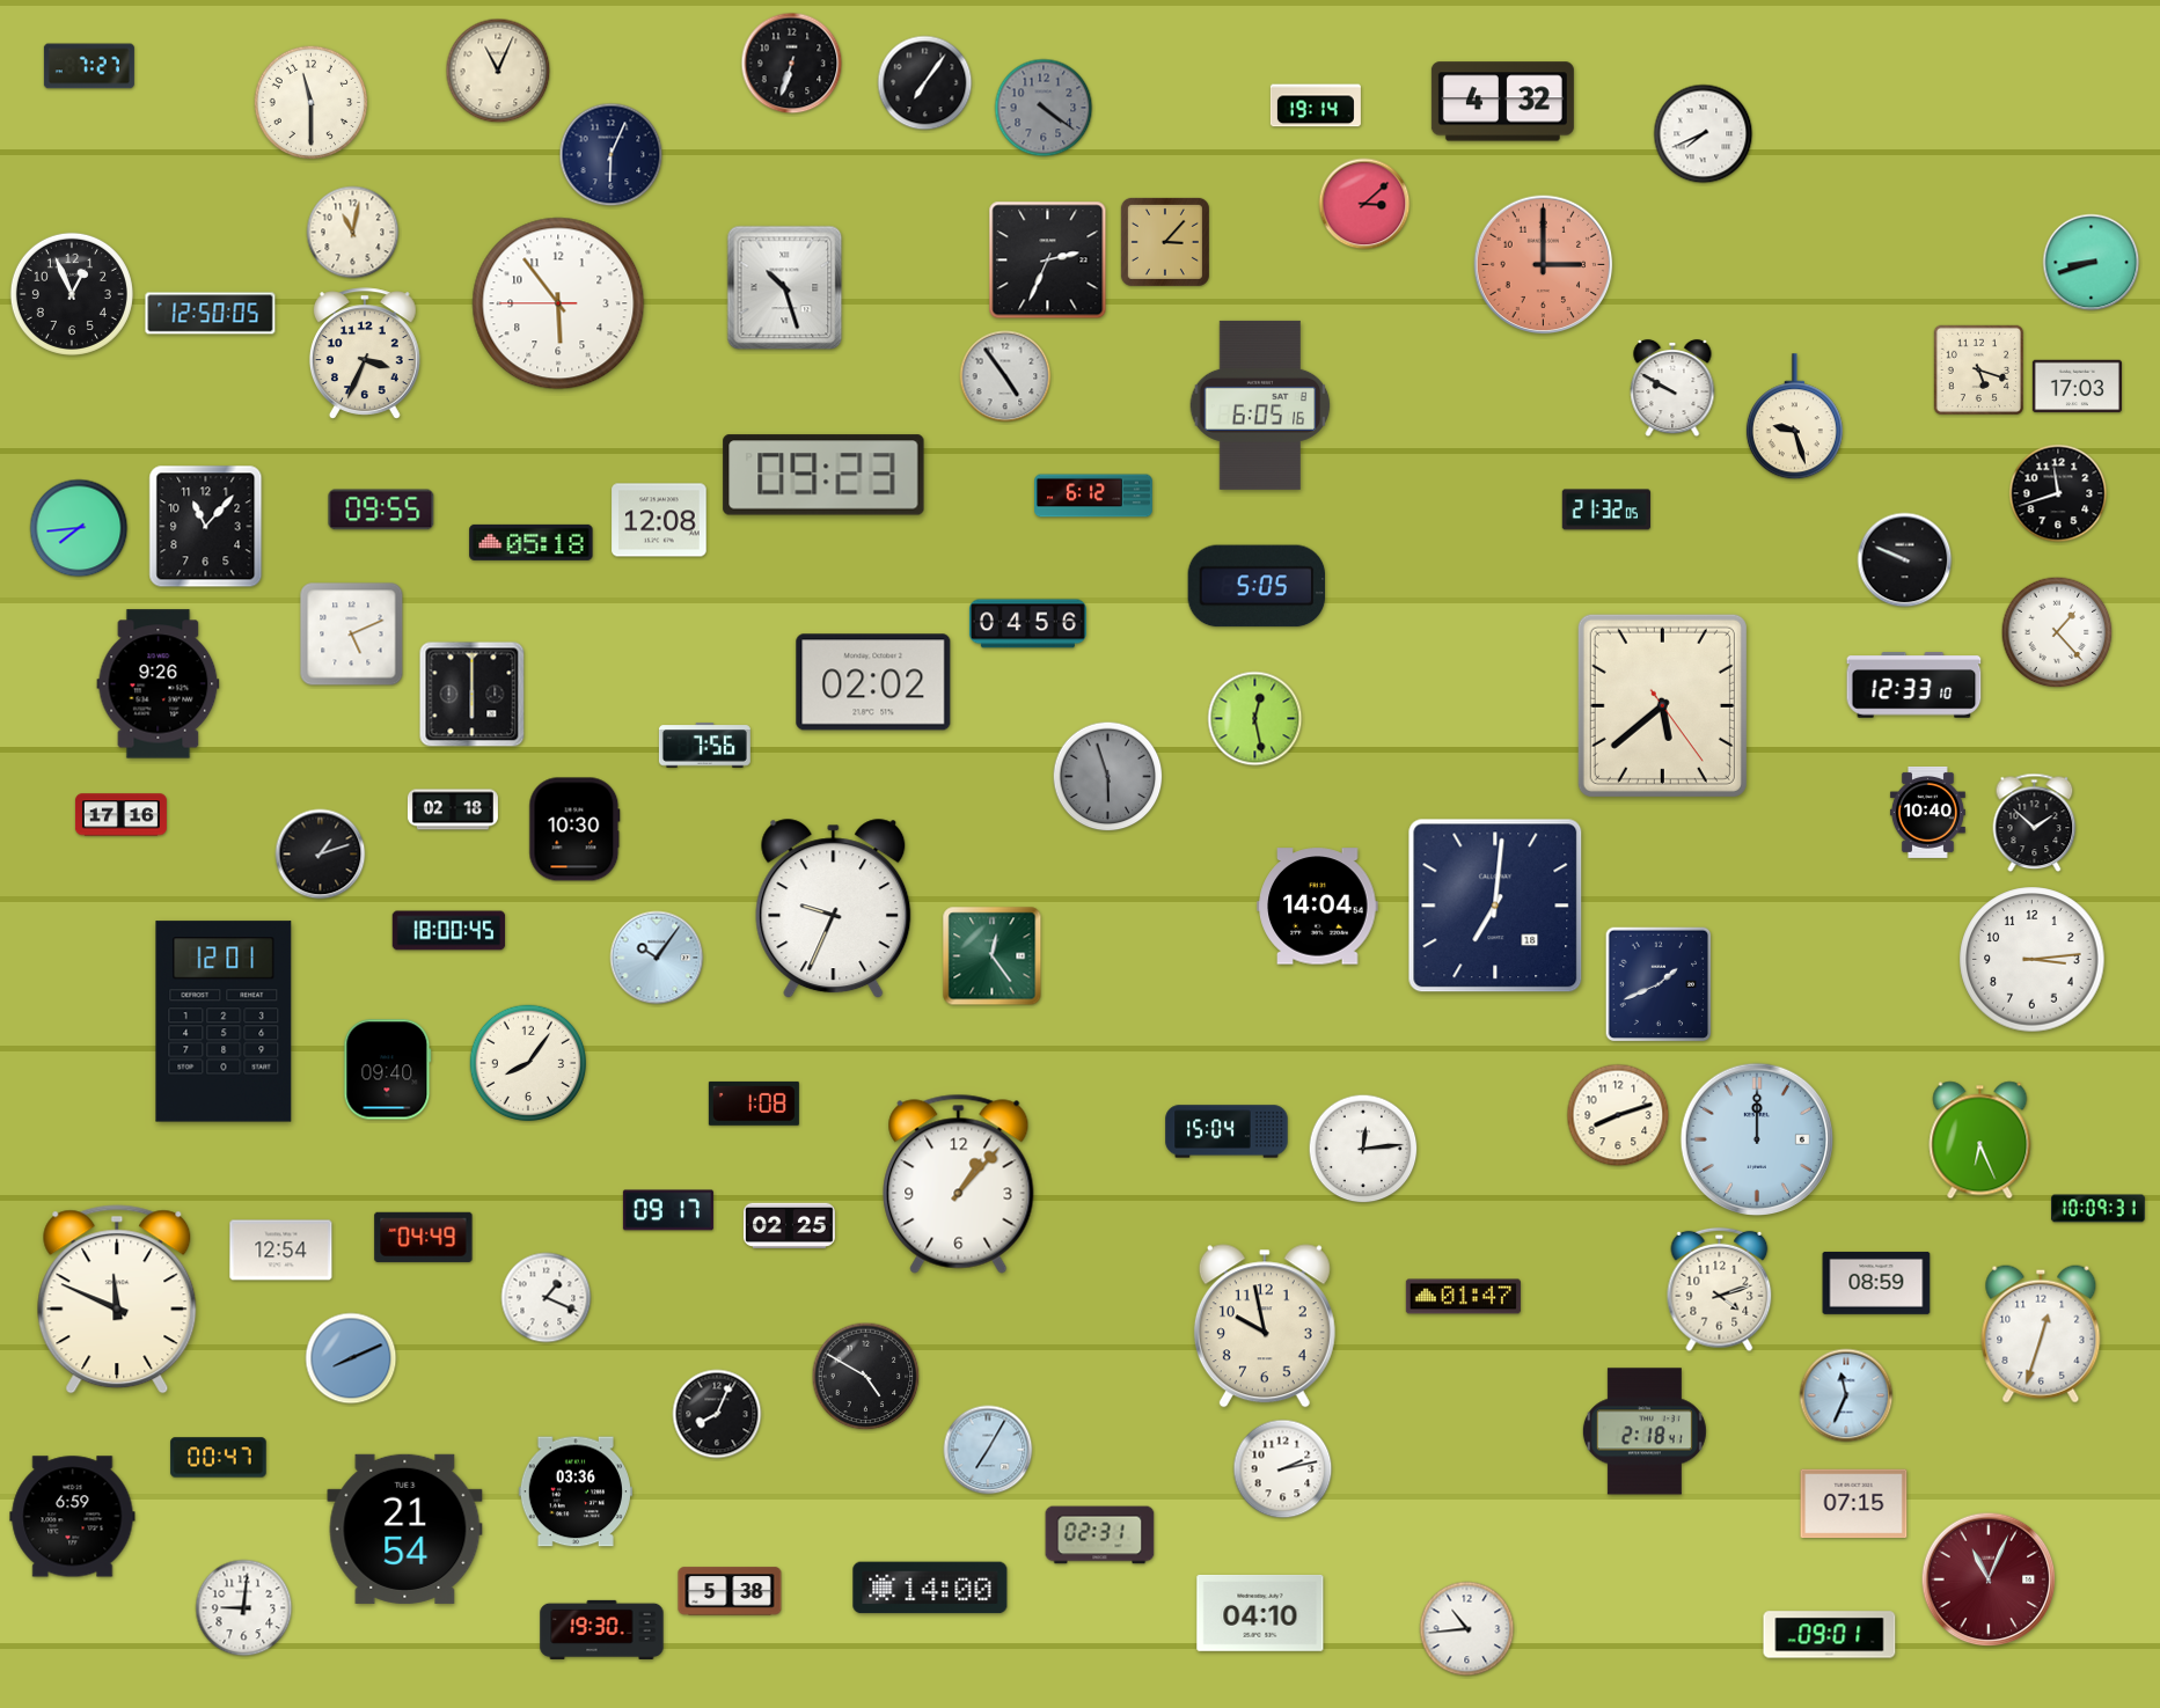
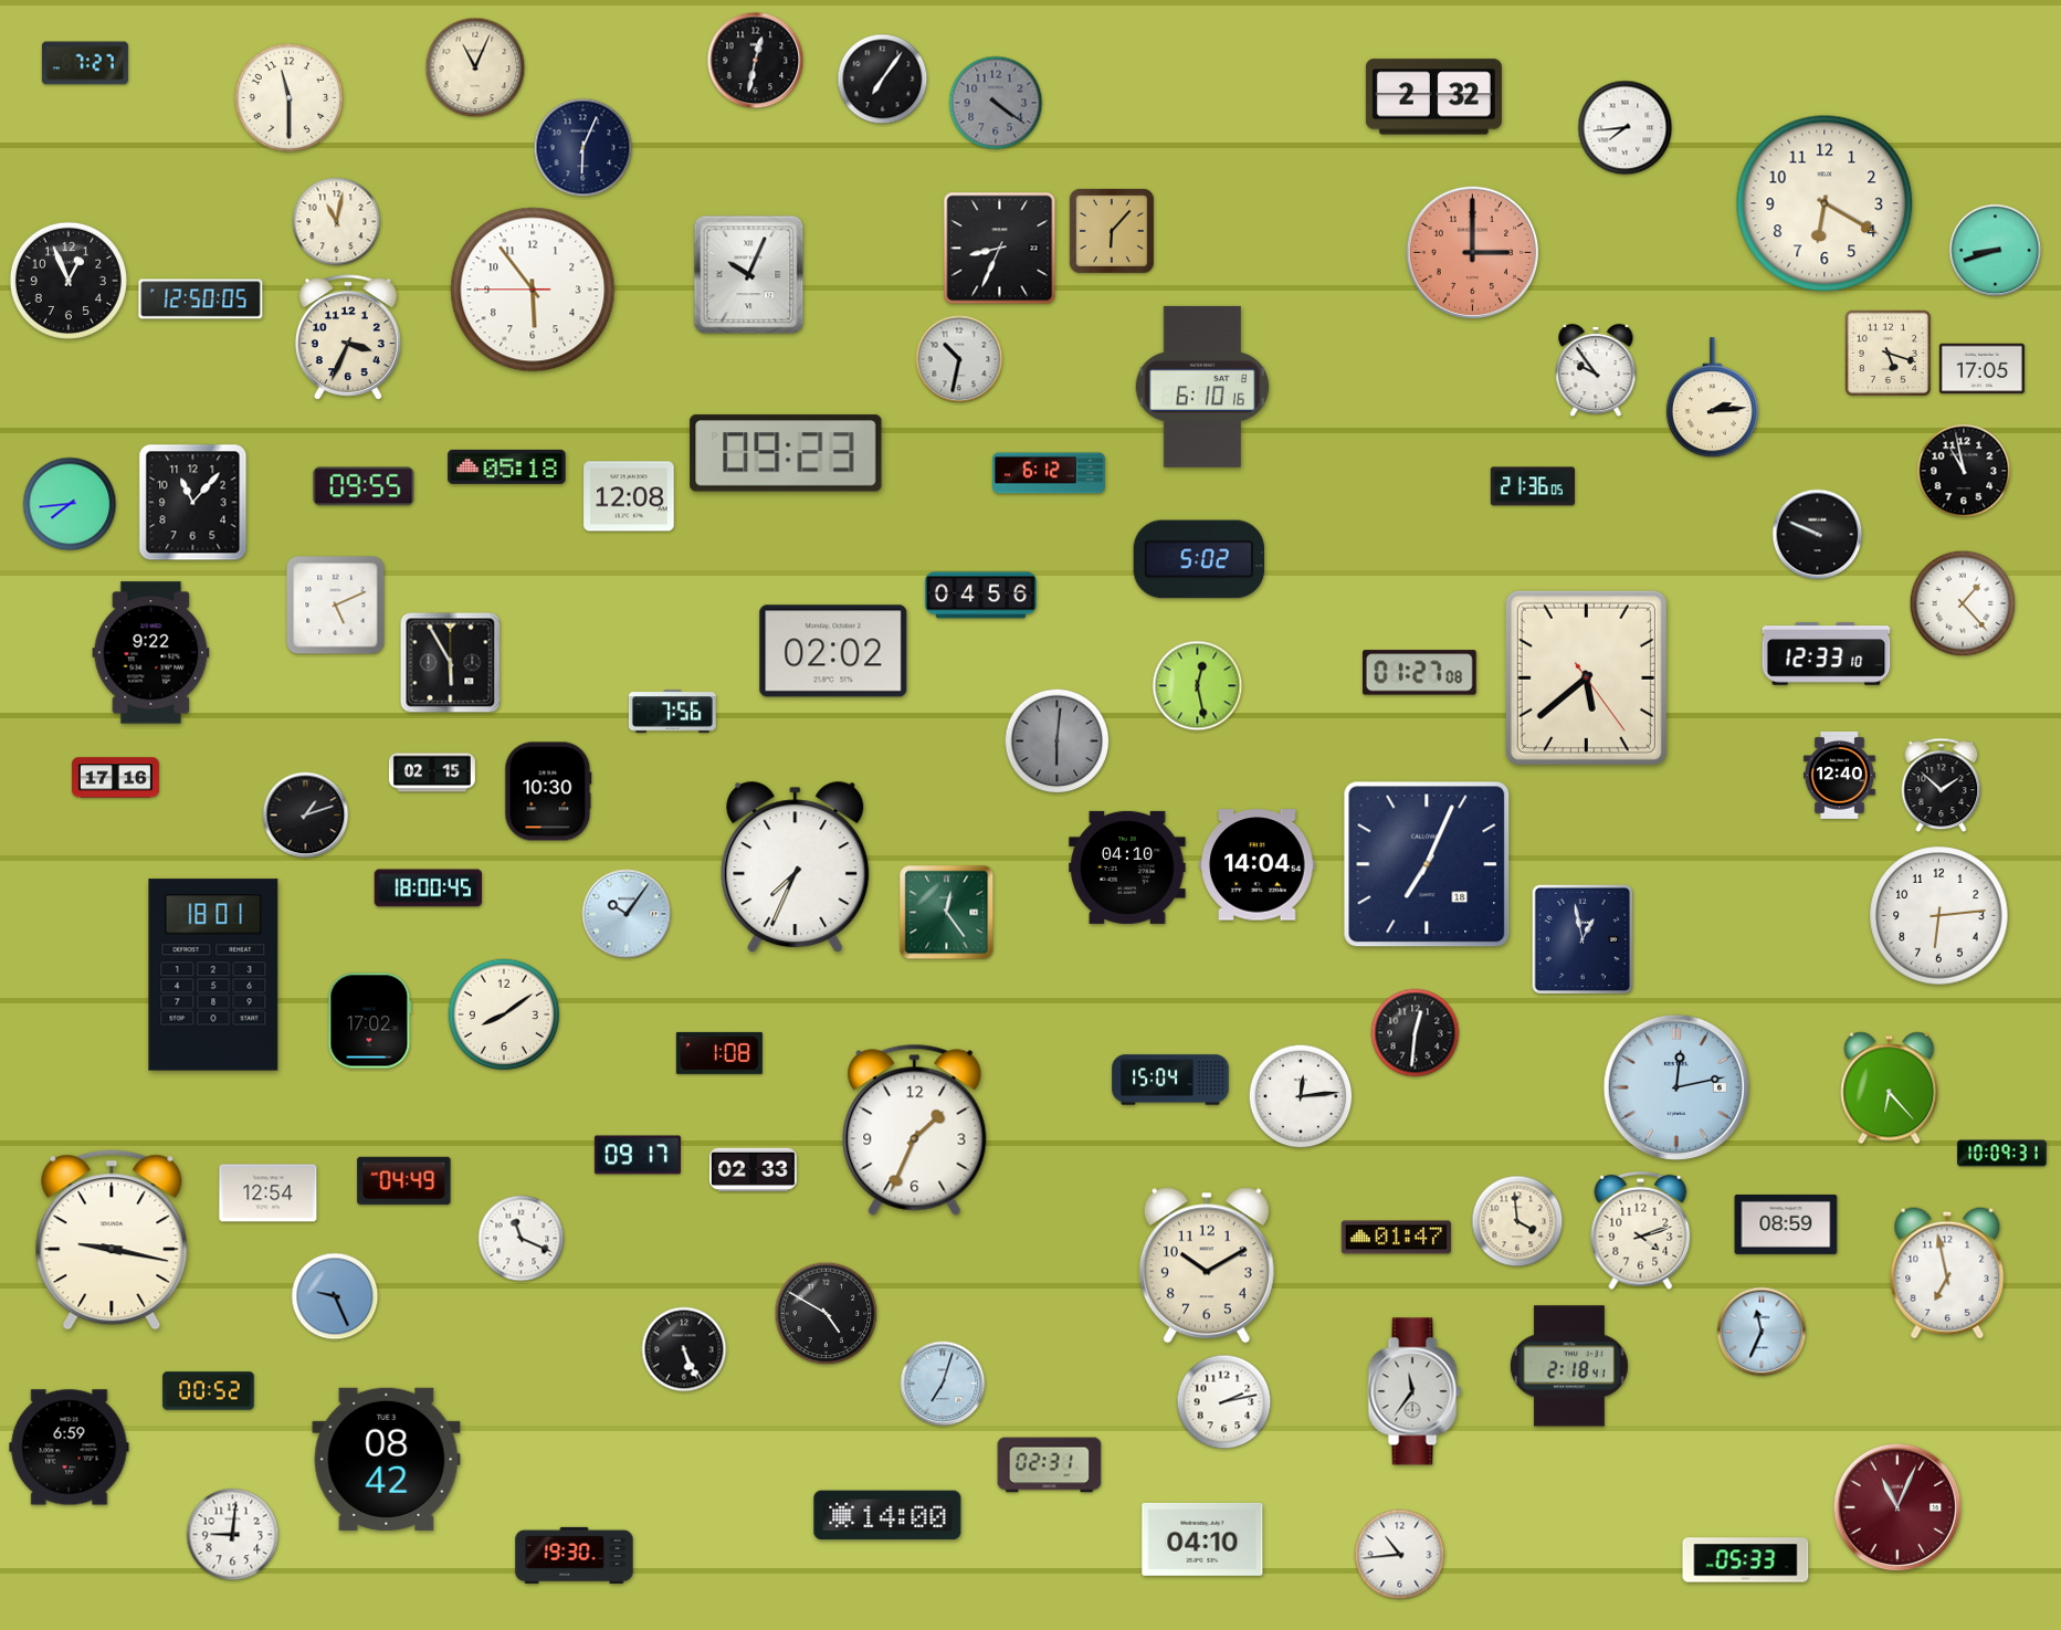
clock at (792, 64): 6:33 -> 12:32
clock at (1502, 102): 4:32 -> 2:32
clock at (312, 103) position: (312, 103) -> (290, 98)
clock at (1316, 105): 19:14 -> none
clock at (1704, 134): 7:41 -> 7:44
clock at (1364, 204): 3:08 -> none
clock at (1825, 203): none -> 6:20
clock at (1165, 242): 3:07 -> 6:07
clock at (1048, 261): 2:34 -> 8:34
clock at (785, 288): 10:27 -> 10:04
clock at (1005, 376): 4:54 -> 10:32
clock at (2077, 387): 17:03 -> 17:05
clock at (1672, 388): 9:50 -> 9:54
clock at (1260, 405): 6:05 -> 6:10
clock at (1794, 417): 9:27 -> 2:14
clock at (2058, 493): 11:42 -> 10:58
clock at (1094, 496) position: (1094, 496) -> (1050, 473)
clock at (1606, 510): 21:32 -> 21:36
clock at (206, 527) position: (206, 527) -> (193, 503)
clock at (79, 528) position: (79, 528) -> (70, 504)
clock at (532, 542) position: (532, 542) -> (507, 466)
clock at (1257, 586): 5:05 -> 5:02
clock at (159, 684): 9:26 -> 9:22
clock at (473, 695): 6:00 -> 5:55
clock at (1419, 673): none -> 01:27
clock at (1662, 705) position: (1662, 705) -> (1586, 677)
clock at (1108, 777): 5:57 -> 6:01
clock at (453, 809): 02:18 -> 02:15
clock at (1927, 812): 10:40 -> 12:40
clock at (1495, 906): 7:01 -> 7:04
clock at (834, 909): 9:34 -> 7:34
clock at (1127, 867): none -> 04:10
clock at (2033, 960): 3:14 -> 6:14
clock at (1659, 984): 1:41 -> 12:58
clock at (224, 1021): 12:01 -> 18:01
clock at (527, 1062): 8:06 -> 8:09
clock at (388, 1070): 09:40 -> 17:02
clock at (1416, 1033): none -> 12:31
clock at (1618, 1115): 8:12 -> none
clock at (1757, 1139): 12:00 -> 12:13
clock at (1980, 1141): 6:26 -> 6:23
clock at (959, 1183): 1:07 -> 1:34
clock at (789, 1225): 02:25 -> 02:33
clock at (1517, 1221): none -> 3:59
clock at (1876, 1283) position: (1876, 1283) -> (1786, 1224)
clock at (547, 1298): 1:19 -> 11:19
clock at (117, 1299): 11:49 -> 9:17
clock at (1265, 1326): 9:58 -> 10:10
clock at (2041, 1334): 12:33 -> 6:58
clock at (351, 1358): 8:11 -> 9:26
clock at (717, 1414): 8:04 -> 5:26
clock at (988, 1450): 7:05 -> 7:03
clock at (219, 1458): 00:47 -> 00:52
clock at (1415, 1391): none -> 11:36
clock at (576, 1491): 03:36 -> none
clock at (1854, 1504): 07:15 -> none
clock at (405, 1529): 21:54 -> 08:42
clock at (730, 1591): 5:38 -> none
clock at (1830, 1635): 09:01 -> 05:33
